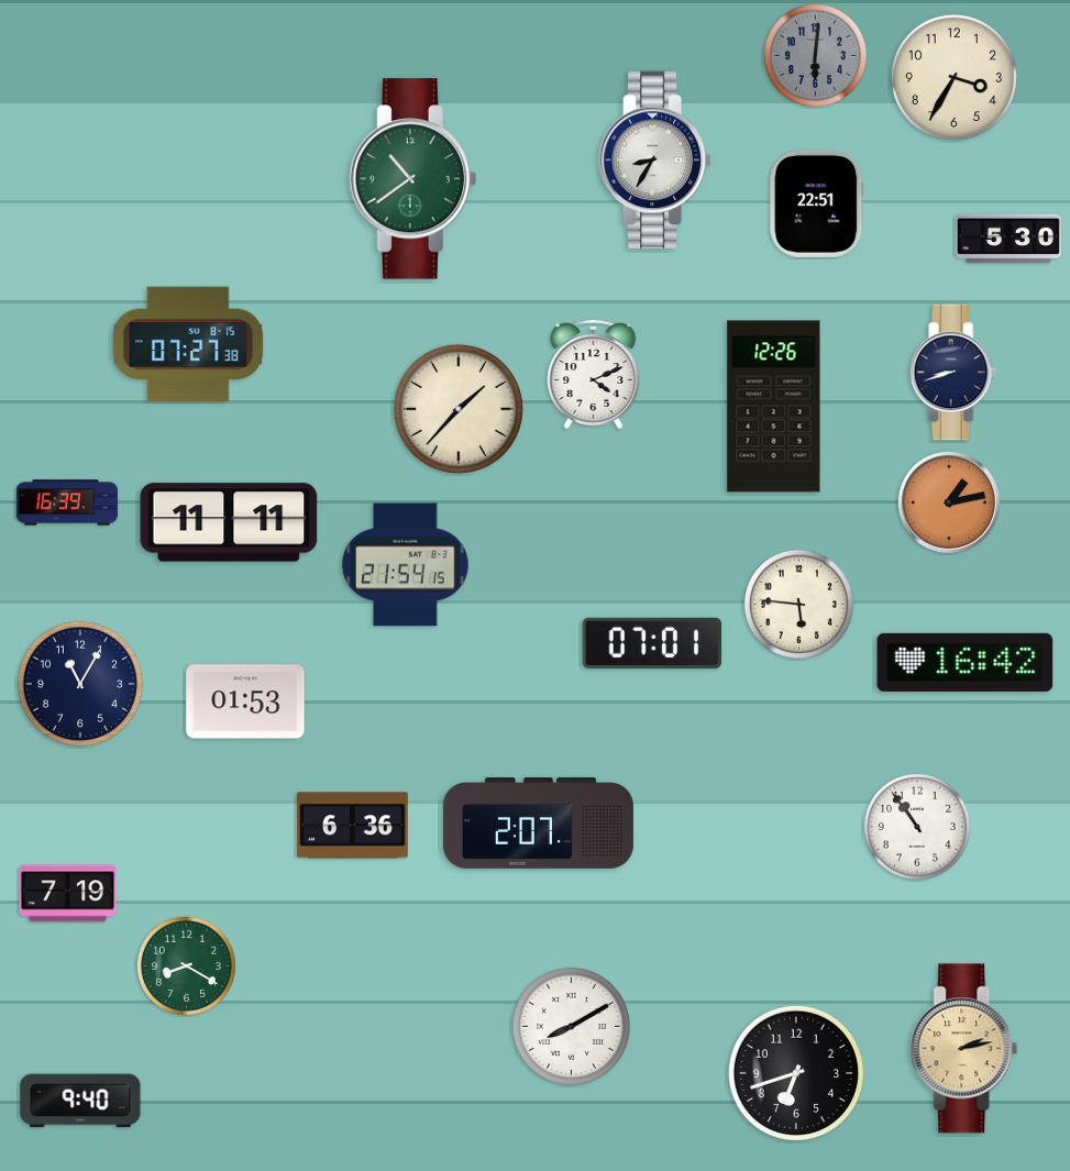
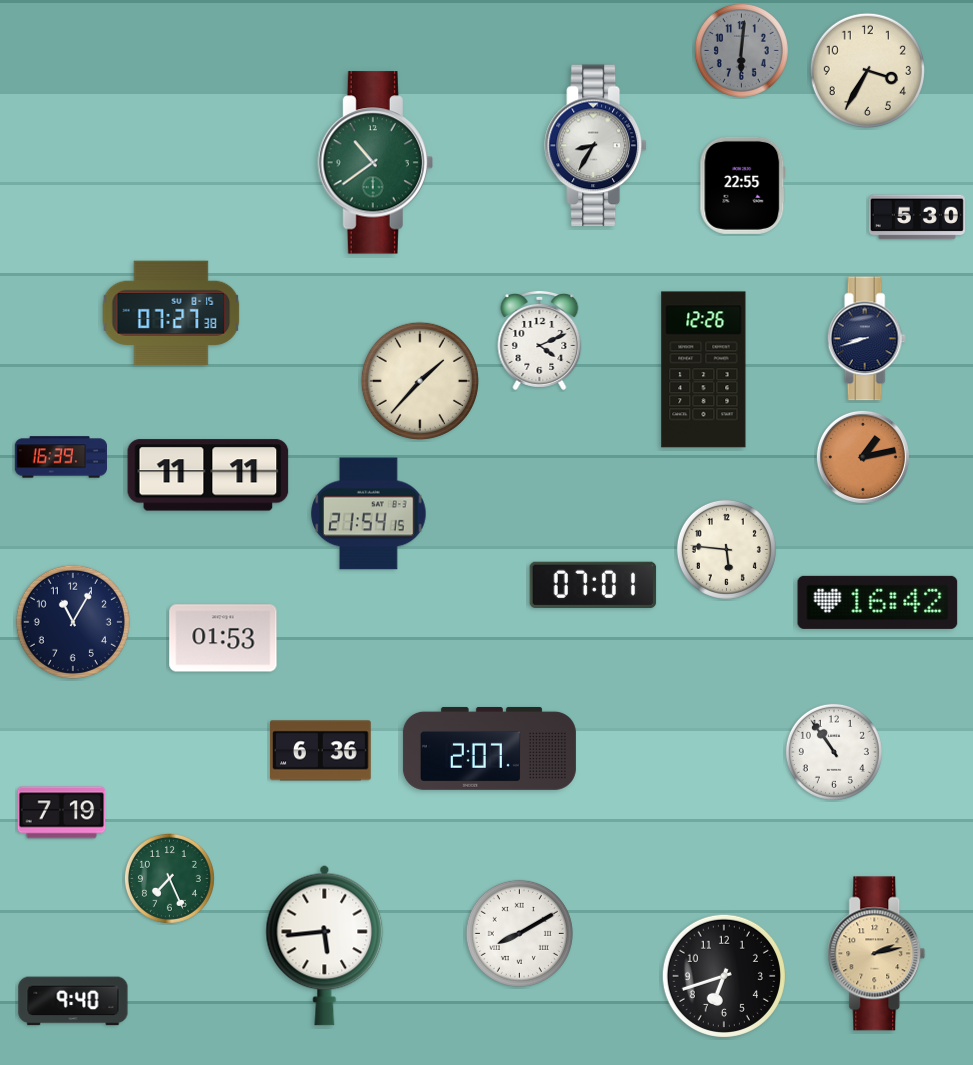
clock at (817, 203): 22:51 -> 22:55
clock at (459, 409) position: (459, 409) -> (420, 381)
clock at (186, 965): 8:20 -> 7:26
clock at (325, 945): none -> 5:44
